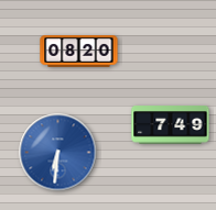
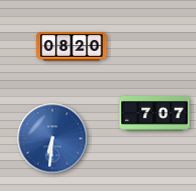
clock at (171, 125): 7:49 -> 7:07
